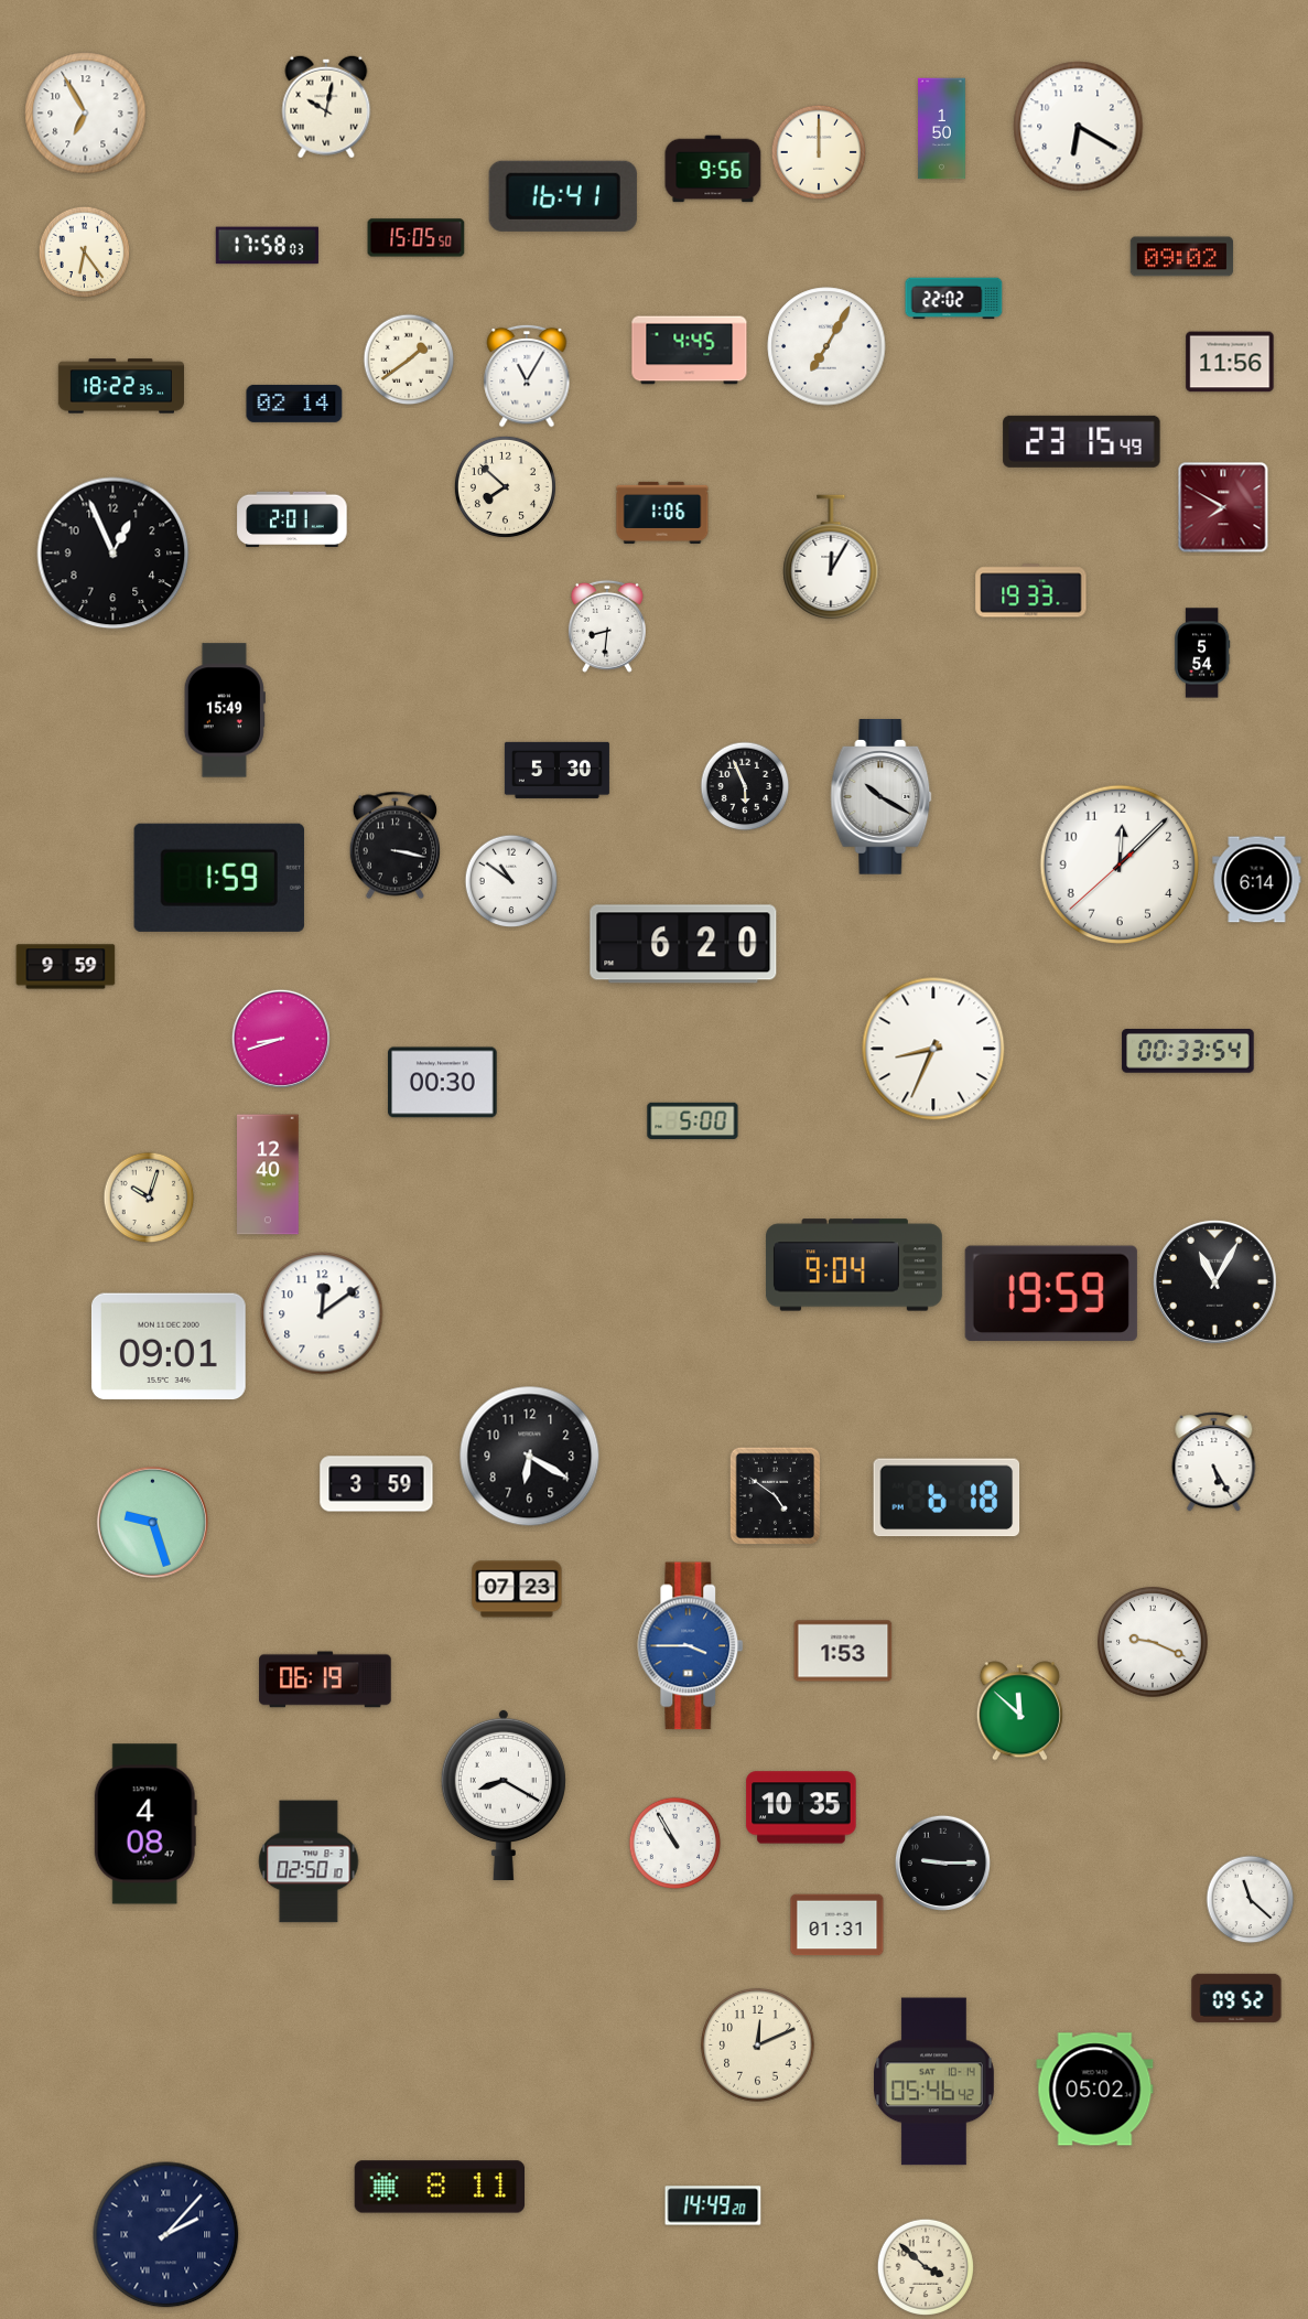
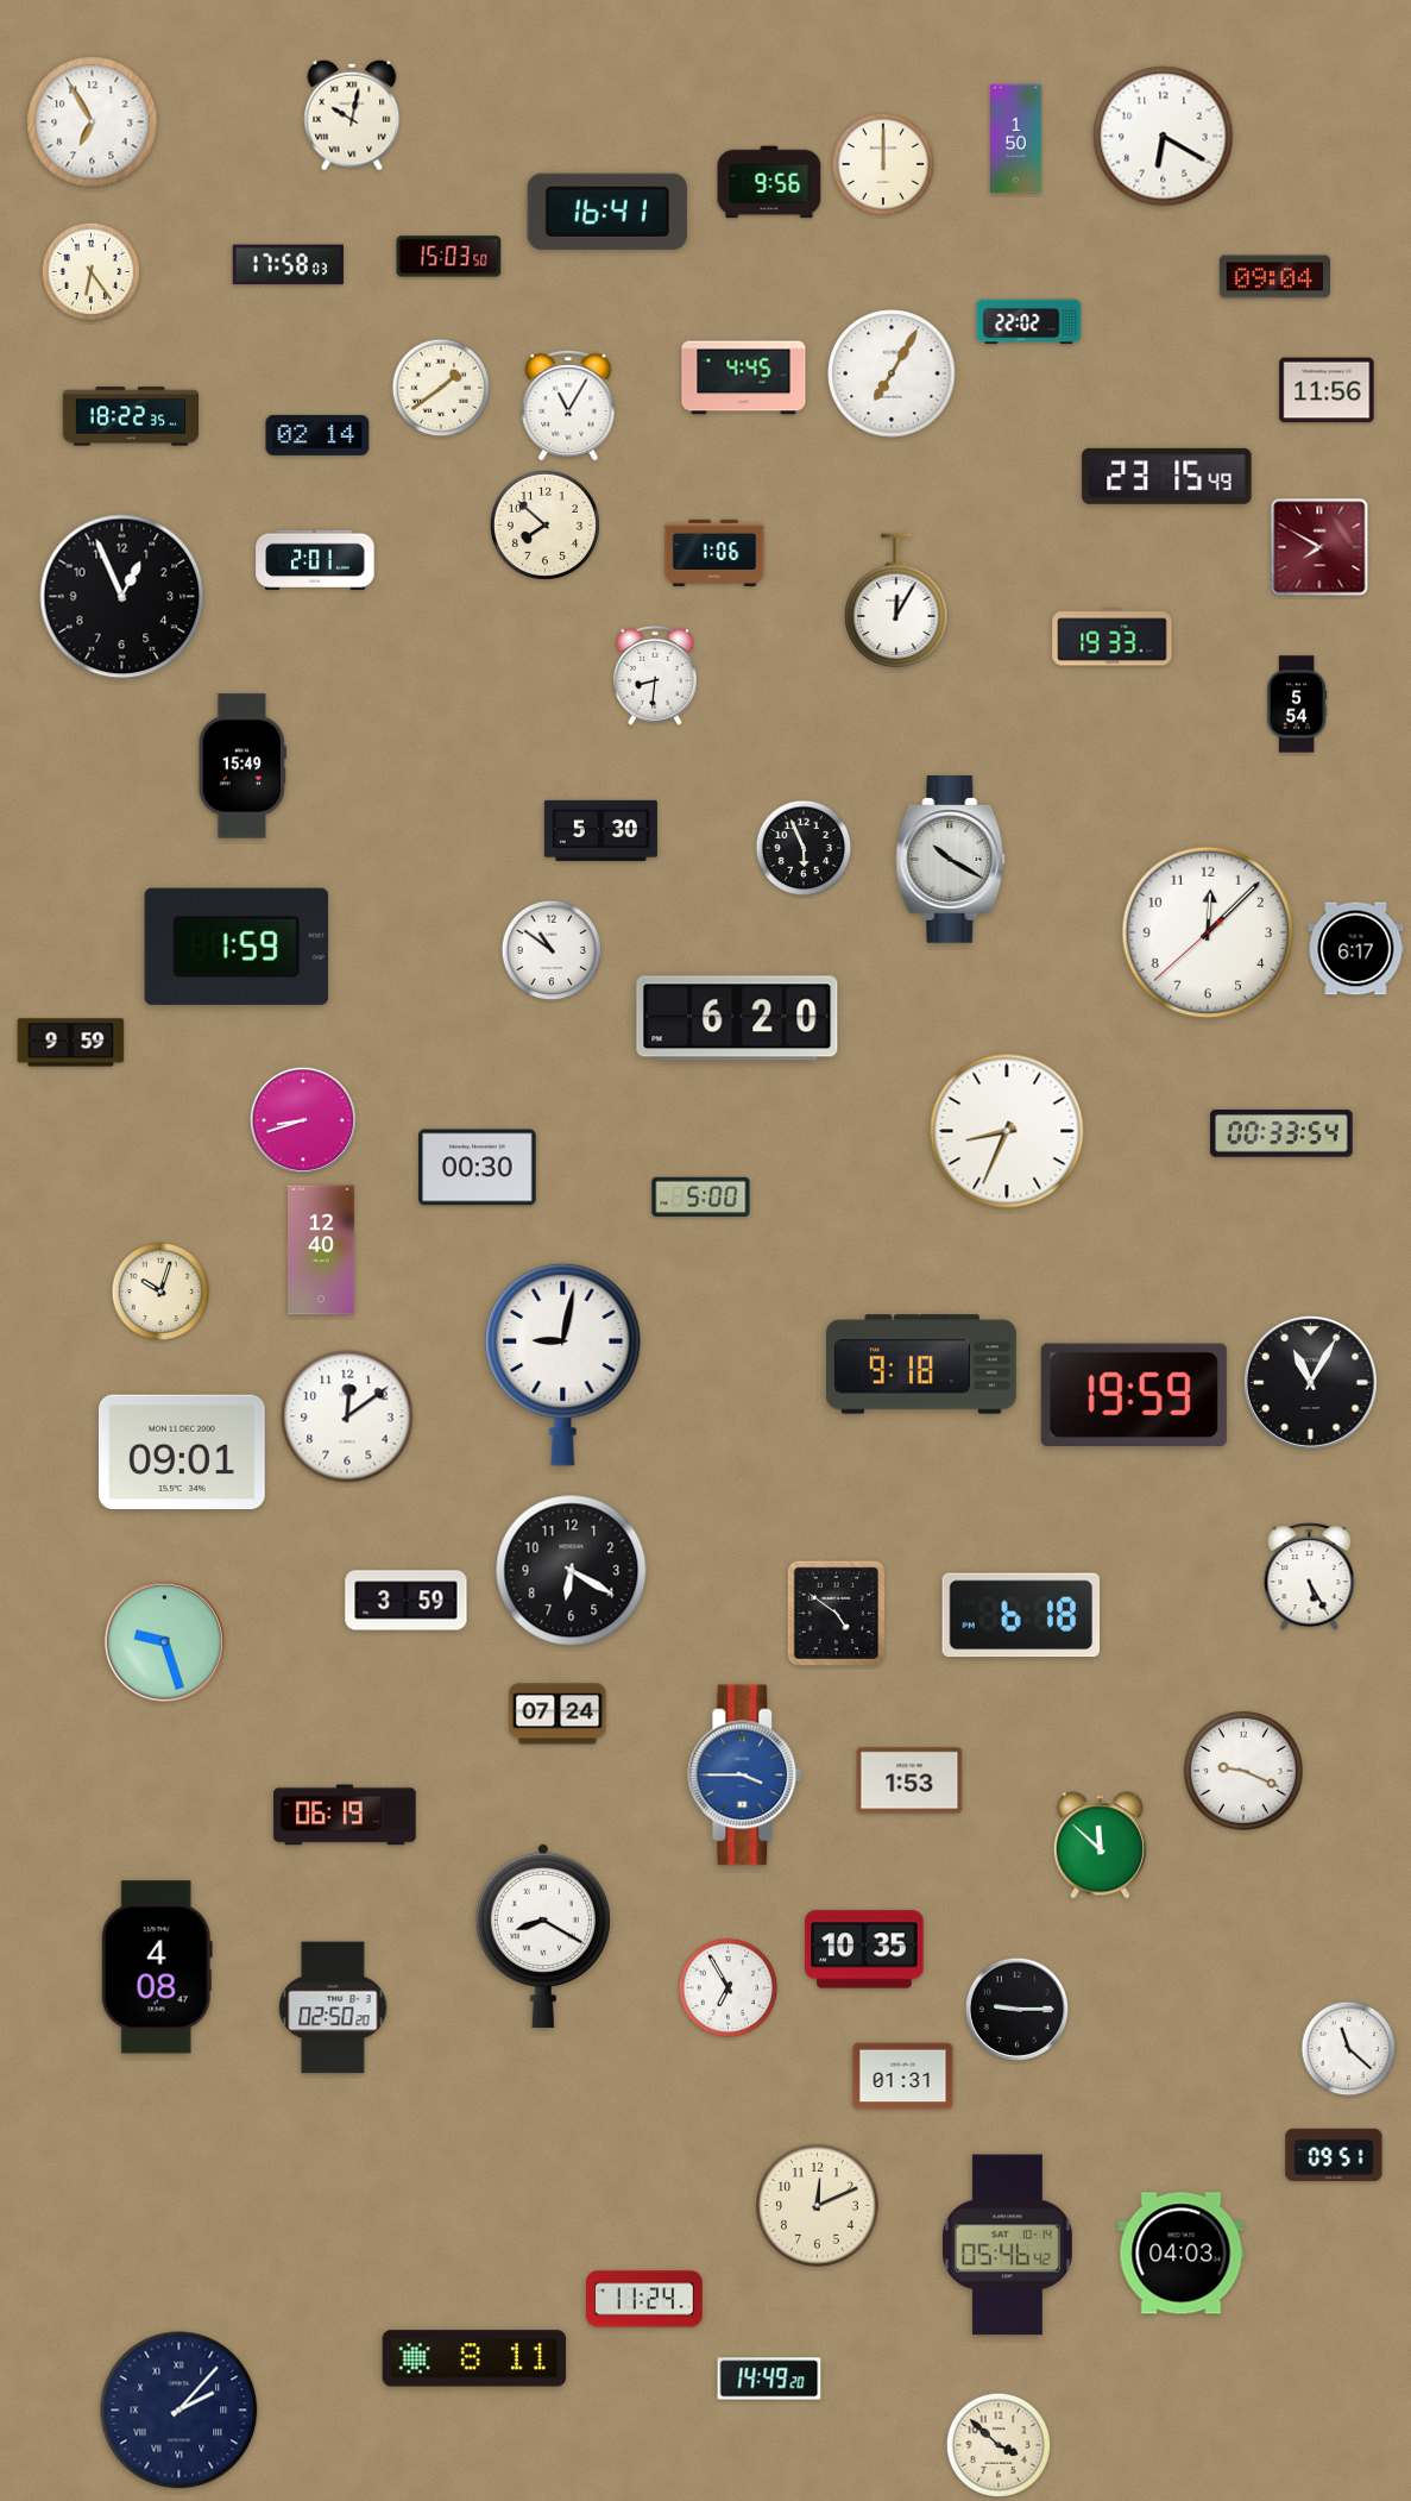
clock at (417, 238): 15:05 -> 15:03
clock at (1181, 257): 09:02 -> 09:04
clock at (394, 846): 3:17 -> none
clock at (1257, 880): 6:14 -> 6:17
clock at (693, 1120) position: (693, 1120) -> (701, 1196)
clock at (268, 1174) position: (268, 1174) -> (321, 1250)
clock at (563, 1364): none -> 9:02
clock at (854, 1265): 9:04 -> 9:18
clock at (517, 1589): 07:23 -> 07:24
clock at (325, 1679) position: (325, 1679) -> (345, 1815)
clock at (675, 1844): 10:55 -> 6:55
clock at (309, 1861): 02:50:10 -> 02:50:20
clock at (1236, 1998): 09:52 -> 09:51
clock at (1095, 2090): 05:02 -> 04:03
clock at (644, 2299): none -> 11:24
